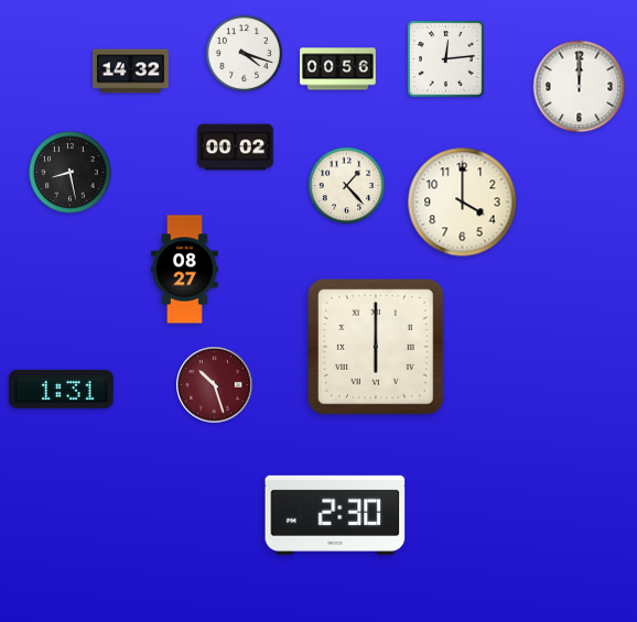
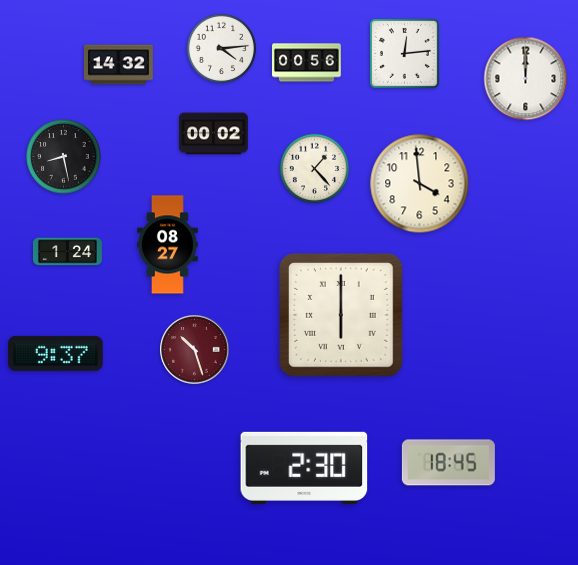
clock at (244, 53): 4:18 -> 4:14
clock at (463, 203): 4:00 -> 3:59
clock at (68, 252): none -> 1:24
clock at (62, 389): 1:31 -> 9:37
clock at (448, 463): none -> 18:45
